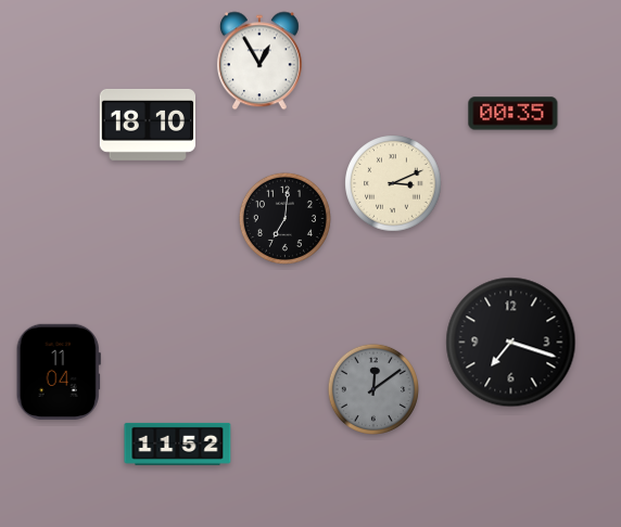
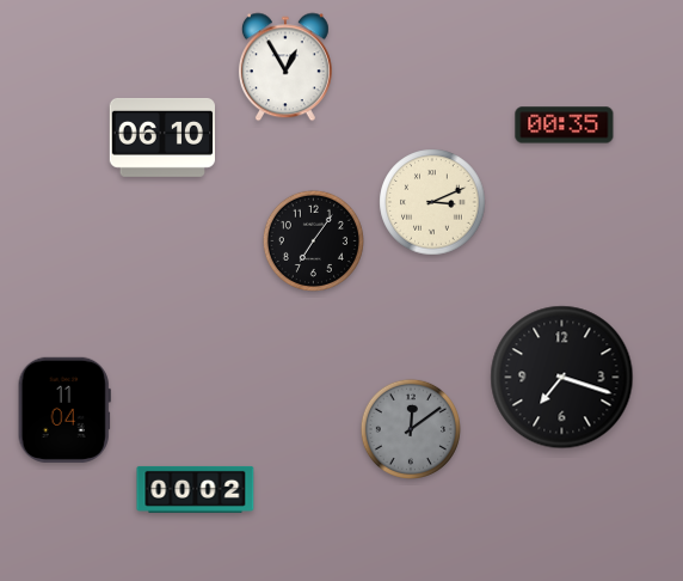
clock at (147, 125): 18:10 -> 06:10
clock at (284, 218): 7:01 -> 7:06
clock at (178, 444): 11:52 -> 00:02
